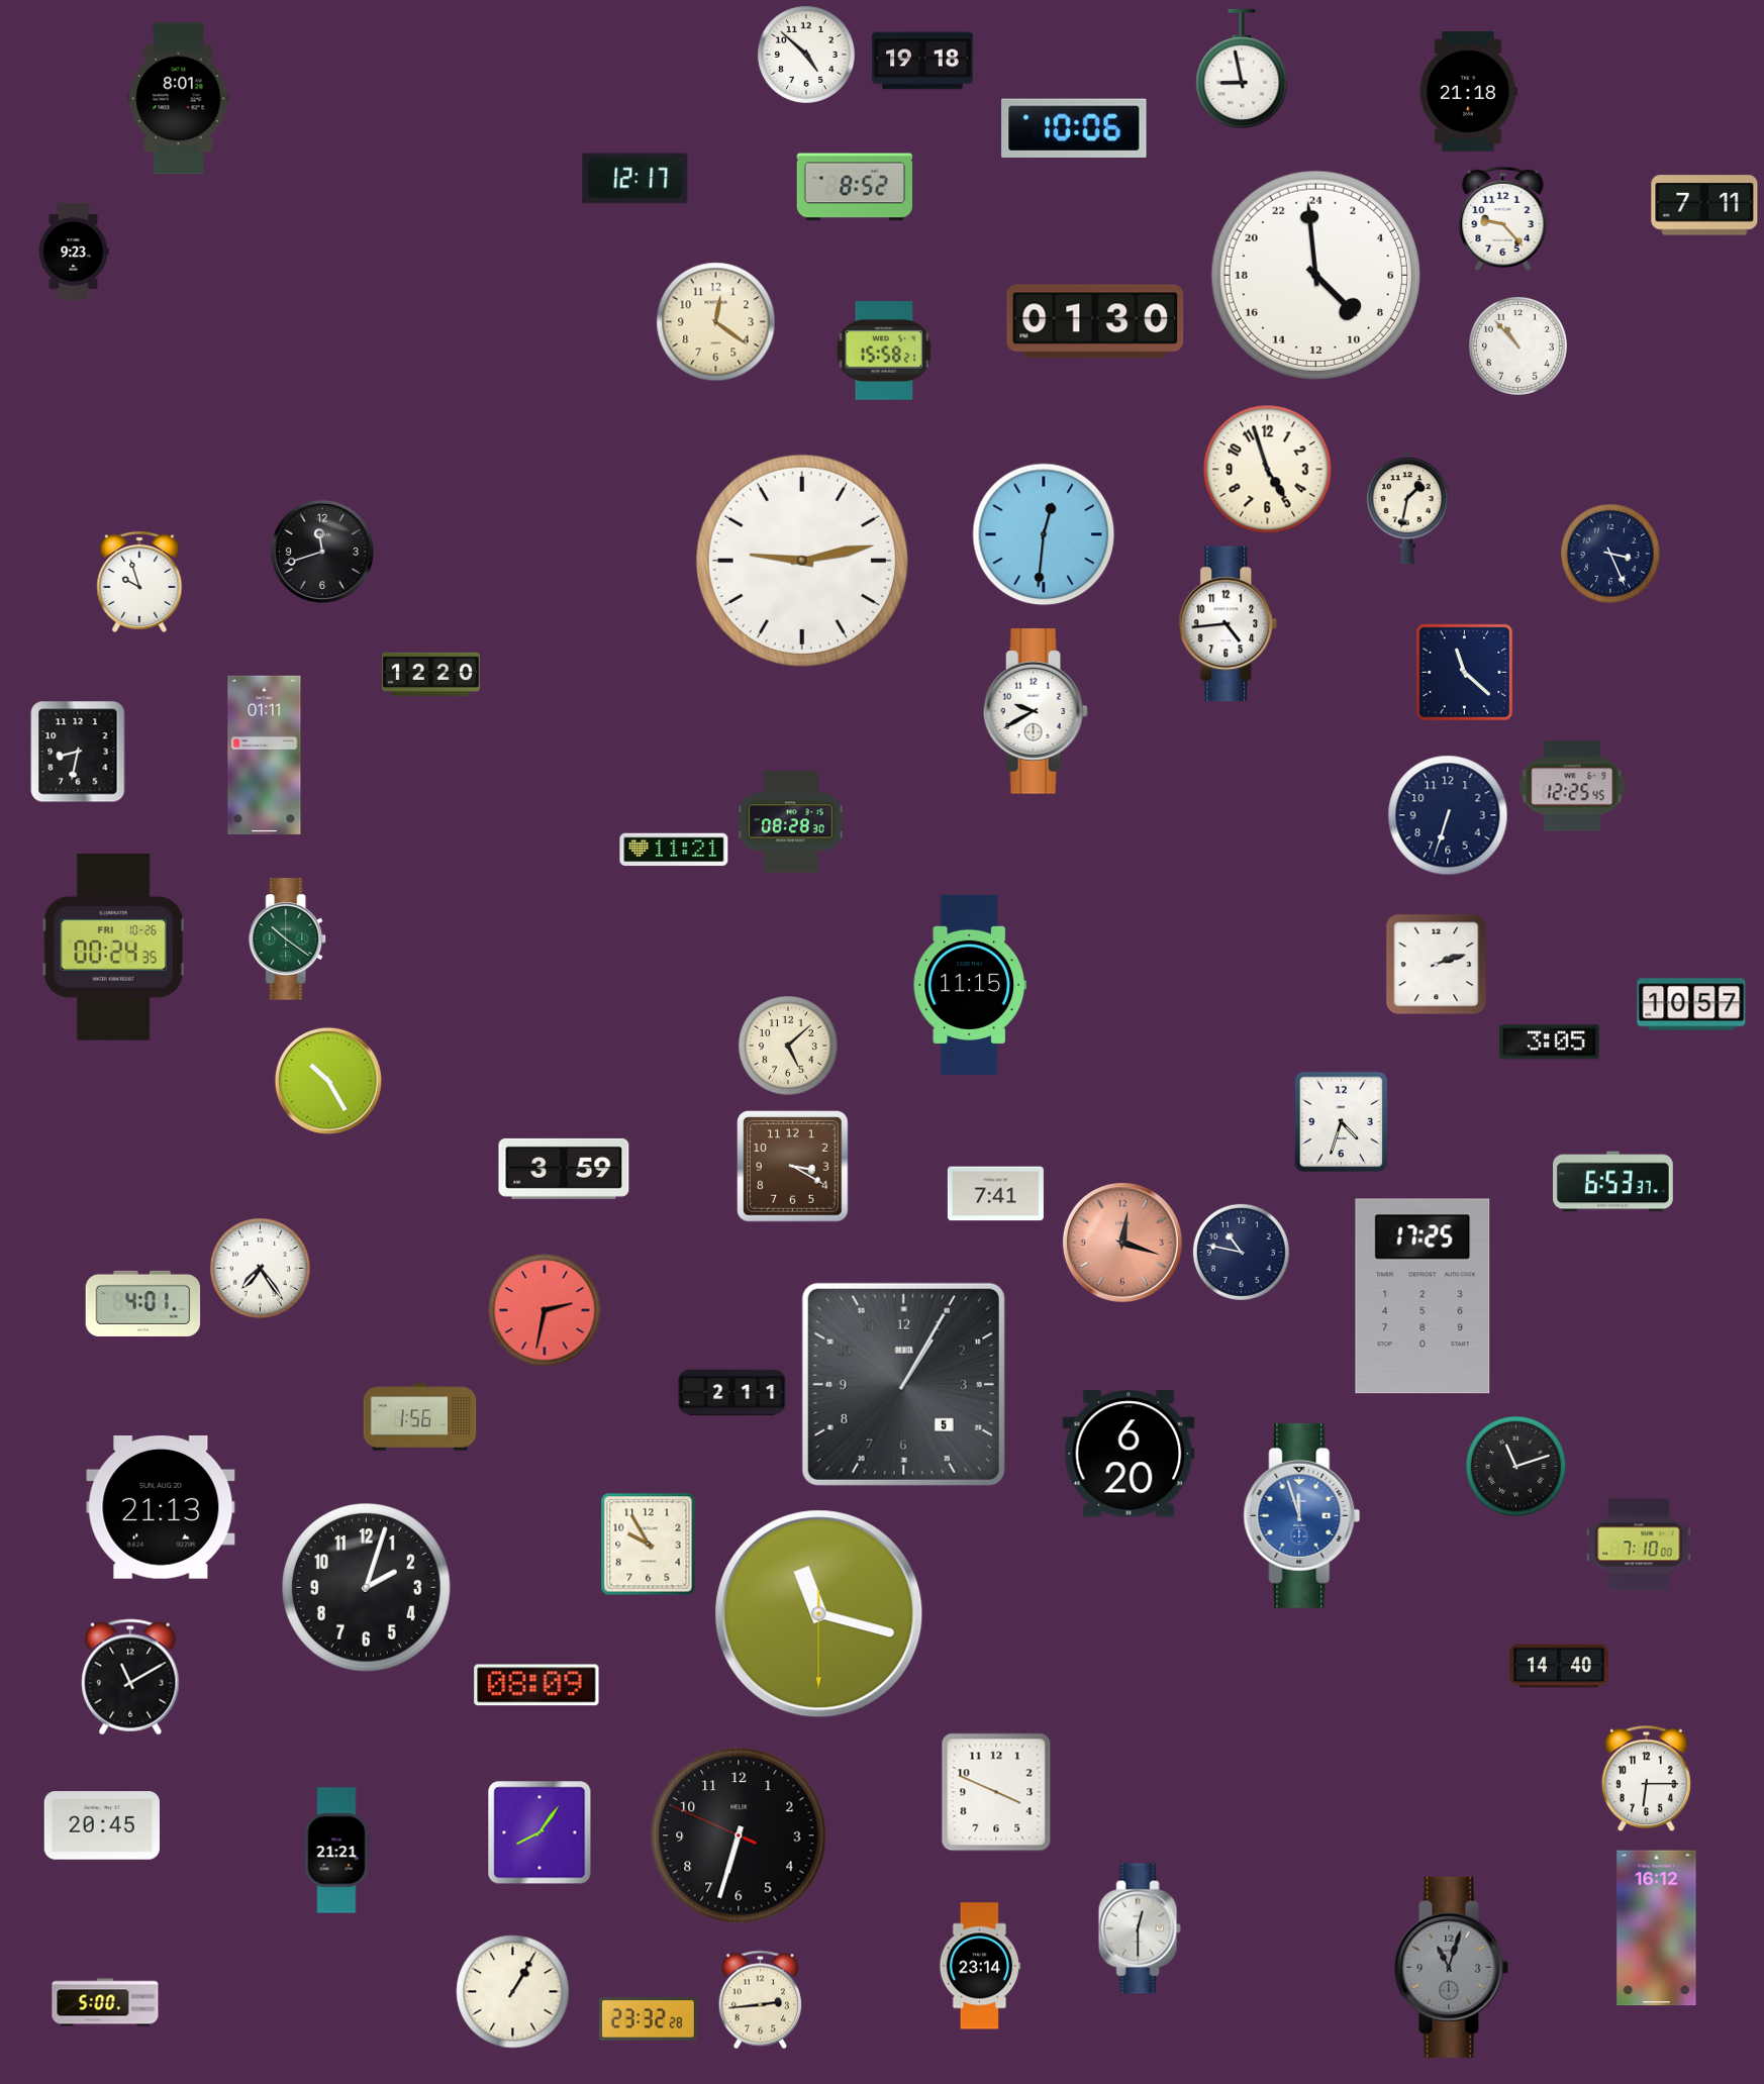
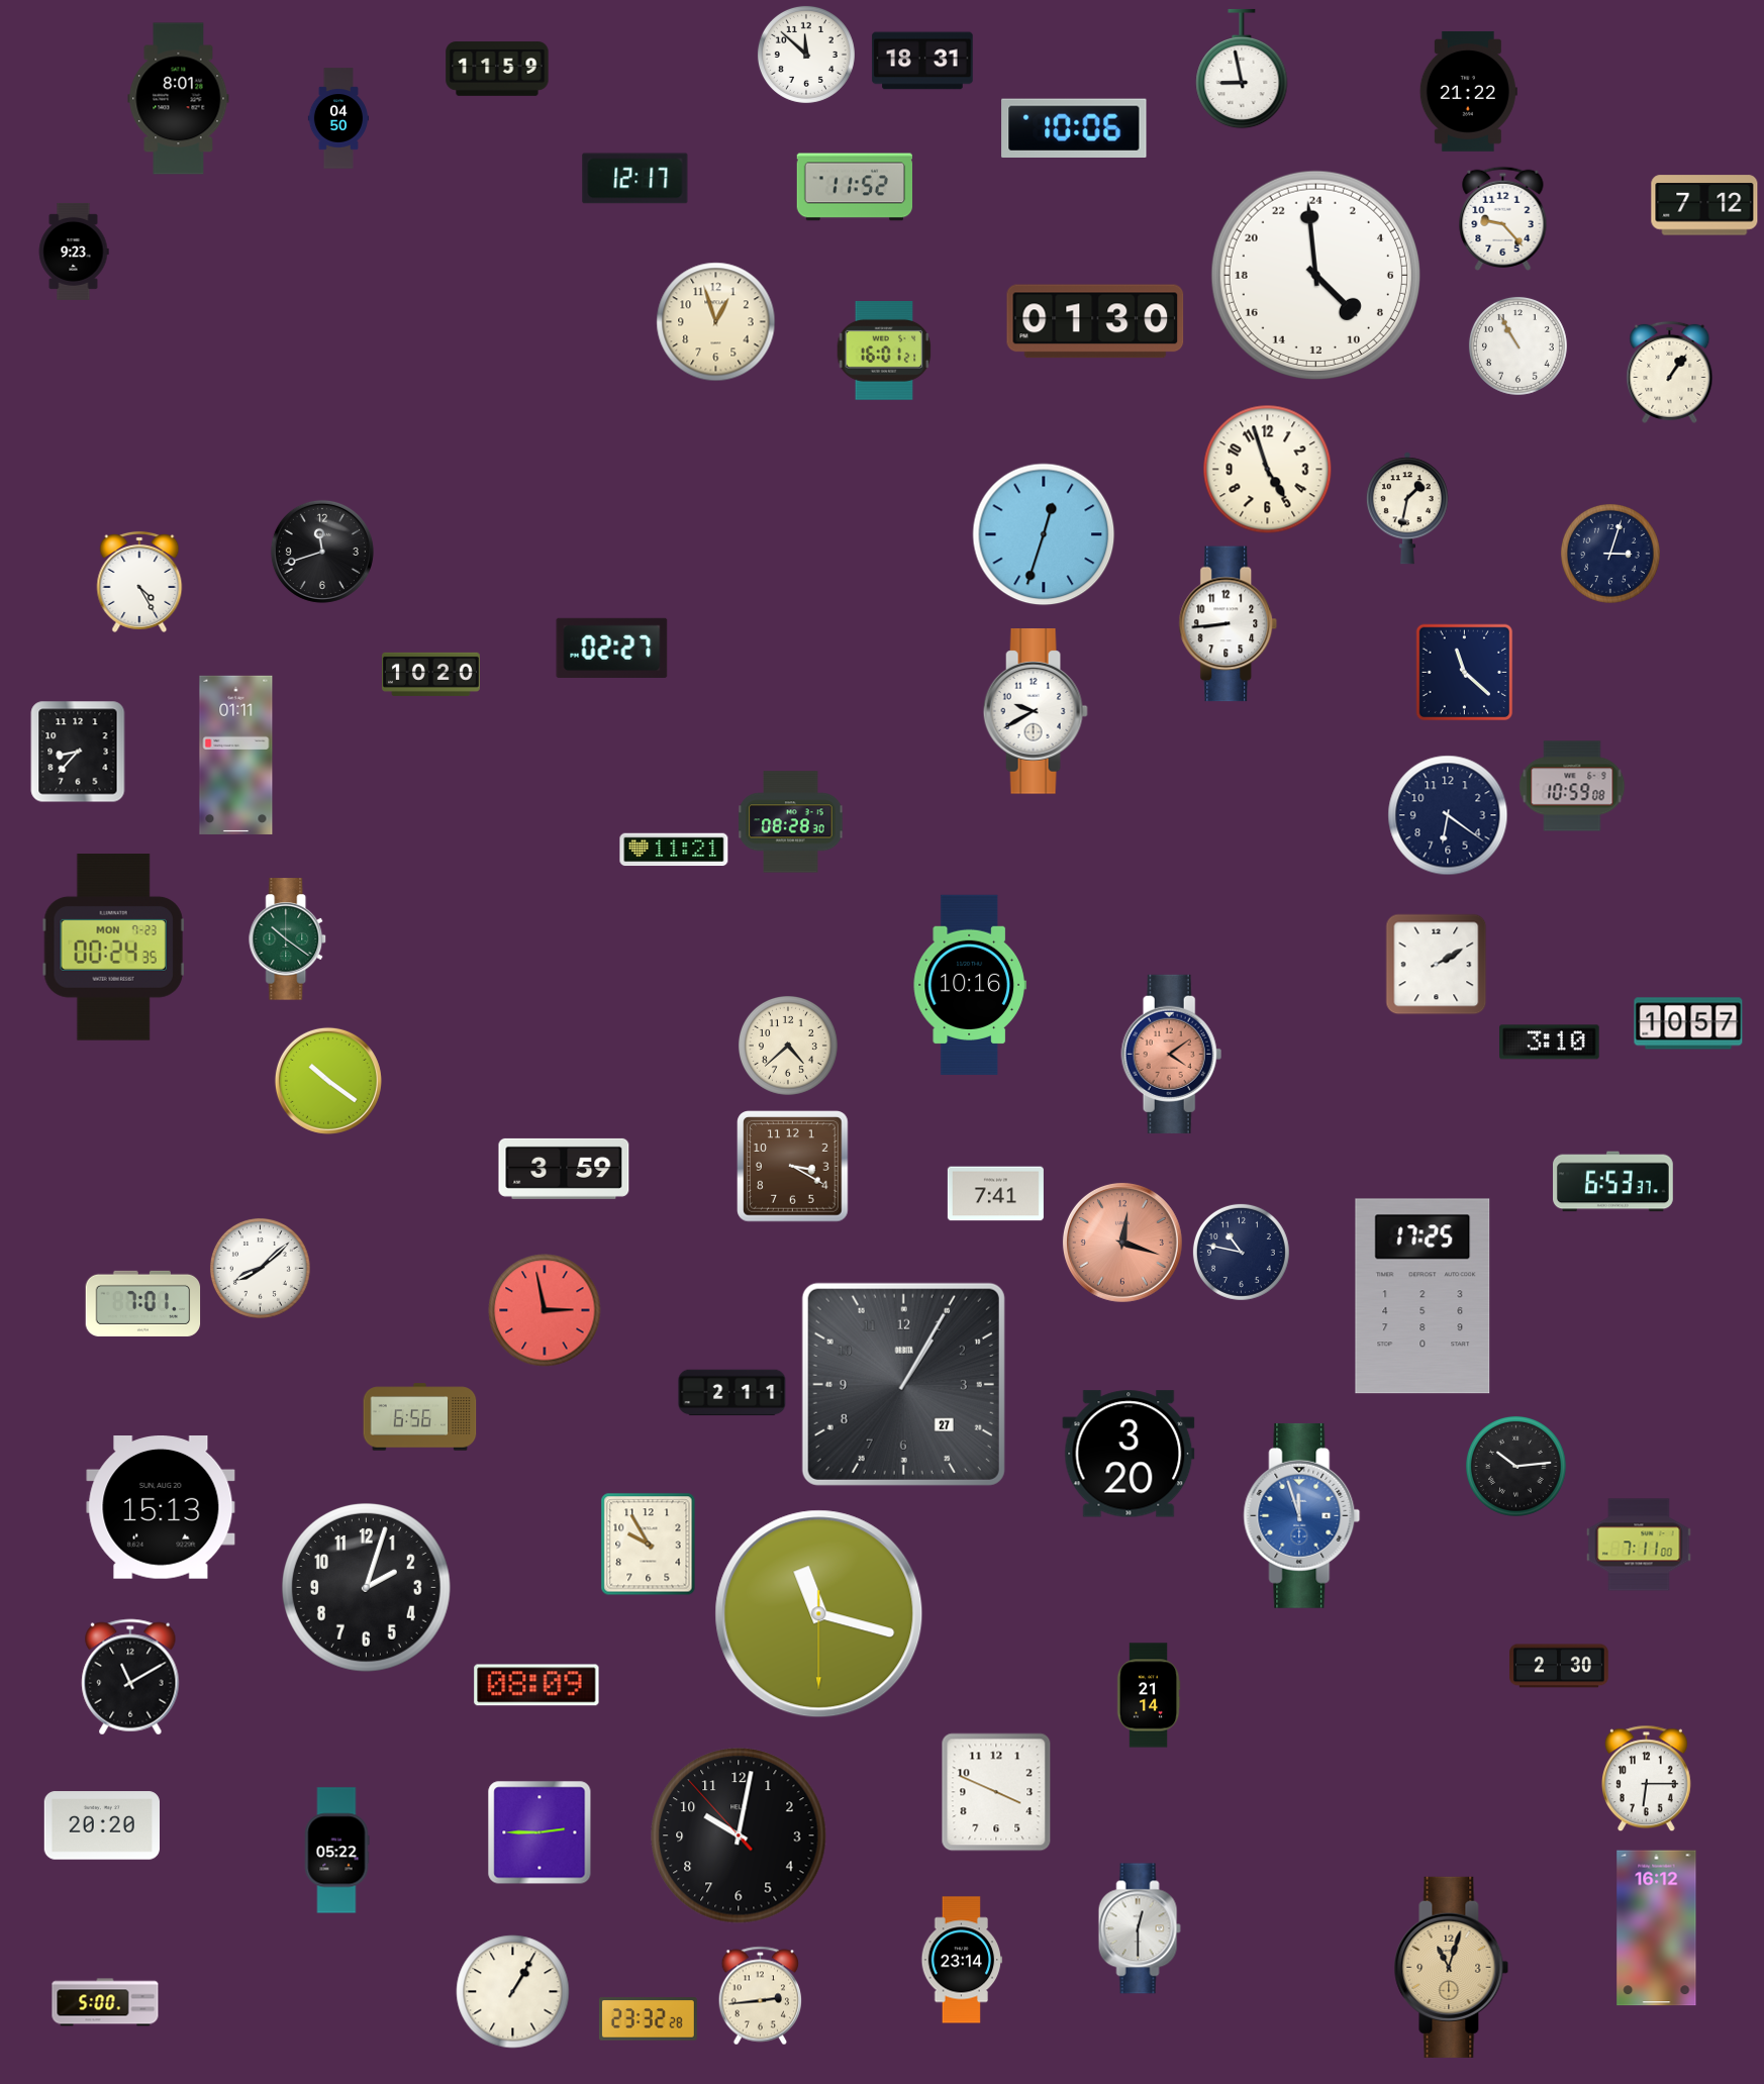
clock at (806, 55): 4:52 -> 11:52
clock at (922, 61): 19:18 -> 18:31
clock at (497, 69): none -> 11:59
clock at (1468, 92): 21:18 -> 21:22
clock at (337, 118): none -> 04:50
clock at (854, 187): 8:52 -> 11:52
clock at (1704, 205): 7:11 -> 7:12
clock at (716, 322): 12:21 -> 12:57
clock at (1517, 345): 10:53 -> 10:55
clock at (884, 351): 15:58 -> 16:01
clock at (1670, 372): none -> 1:06
clock at (1044, 534): 12:31 -> 12:33
clock at (1610, 554): 3:26 -> 3:03
clock at (802, 561): 9:13 -> none
clock at (139, 582): 9:57 -> 4:25
clock at (1229, 624): 4:44 -> 8:44
clock at (612, 648): none -> 02:27
clock at (430, 674): 12:20 -> 10:20
clock at (78, 752): 8:32 -> 8:37
clock at (265, 755) position: (265, 755) -> (236, 755)
clock at (1572, 786): 12:25 -> 10:59
clock at (1448, 815): 6:33 -> 6:21
clock at (113, 948) date: FRI 10-26 -> MON 7-23
clock at (1437, 965): 2:12 -> 2:10
clock at (970, 985): 11:15 -> 10:16
clock at (1691, 1004) position: (1691, 1004) -> (1688, 1023)
clock at (1550, 1043): 3:05 -> 3:10
clock at (788, 1046): 5:08 -> 4:38
clock at (1172, 1054): none -> 4:09
clock at (328, 1081): 10:25 -> 10:21
clock at (1342, 1122): 4:33 -> none
clock at (260, 1268): 7:24 -> 8:08
clock at (143, 1303): 4:01 -> 7:01
clock at (545, 1310): 2:32 -> 2:58
clock at (903, 1384) date: 5 -> 27
clock at (420, 1417): 1:56 -> 6:56
clock at (1129, 1454): 6:20 -> 3:20
clock at (1515, 1466): 11:12 -> 10:14
clock at (161, 1508): 21:13 -> 15:13
clock at (1639, 1545): 7:10 -> 7:11
clock at (1560, 1666): 14:40 -> 2:30
clock at (1149, 1695): none -> 21:14
clock at (101, 1825): 20:45 -> 20:20
clock at (540, 1832): 8:06 -> 2:45
clock at (739, 1835): 6:32 -> 10:01
clock at (336, 1851): 21:21 -> 05:22
clock at (980, 1966) position: (980, 1966) -> (962, 1960)
clock at (1452, 1967) dial: grey -> champagne
clock at (760, 2000) position: (760, 2000) -> (760, 1996)
